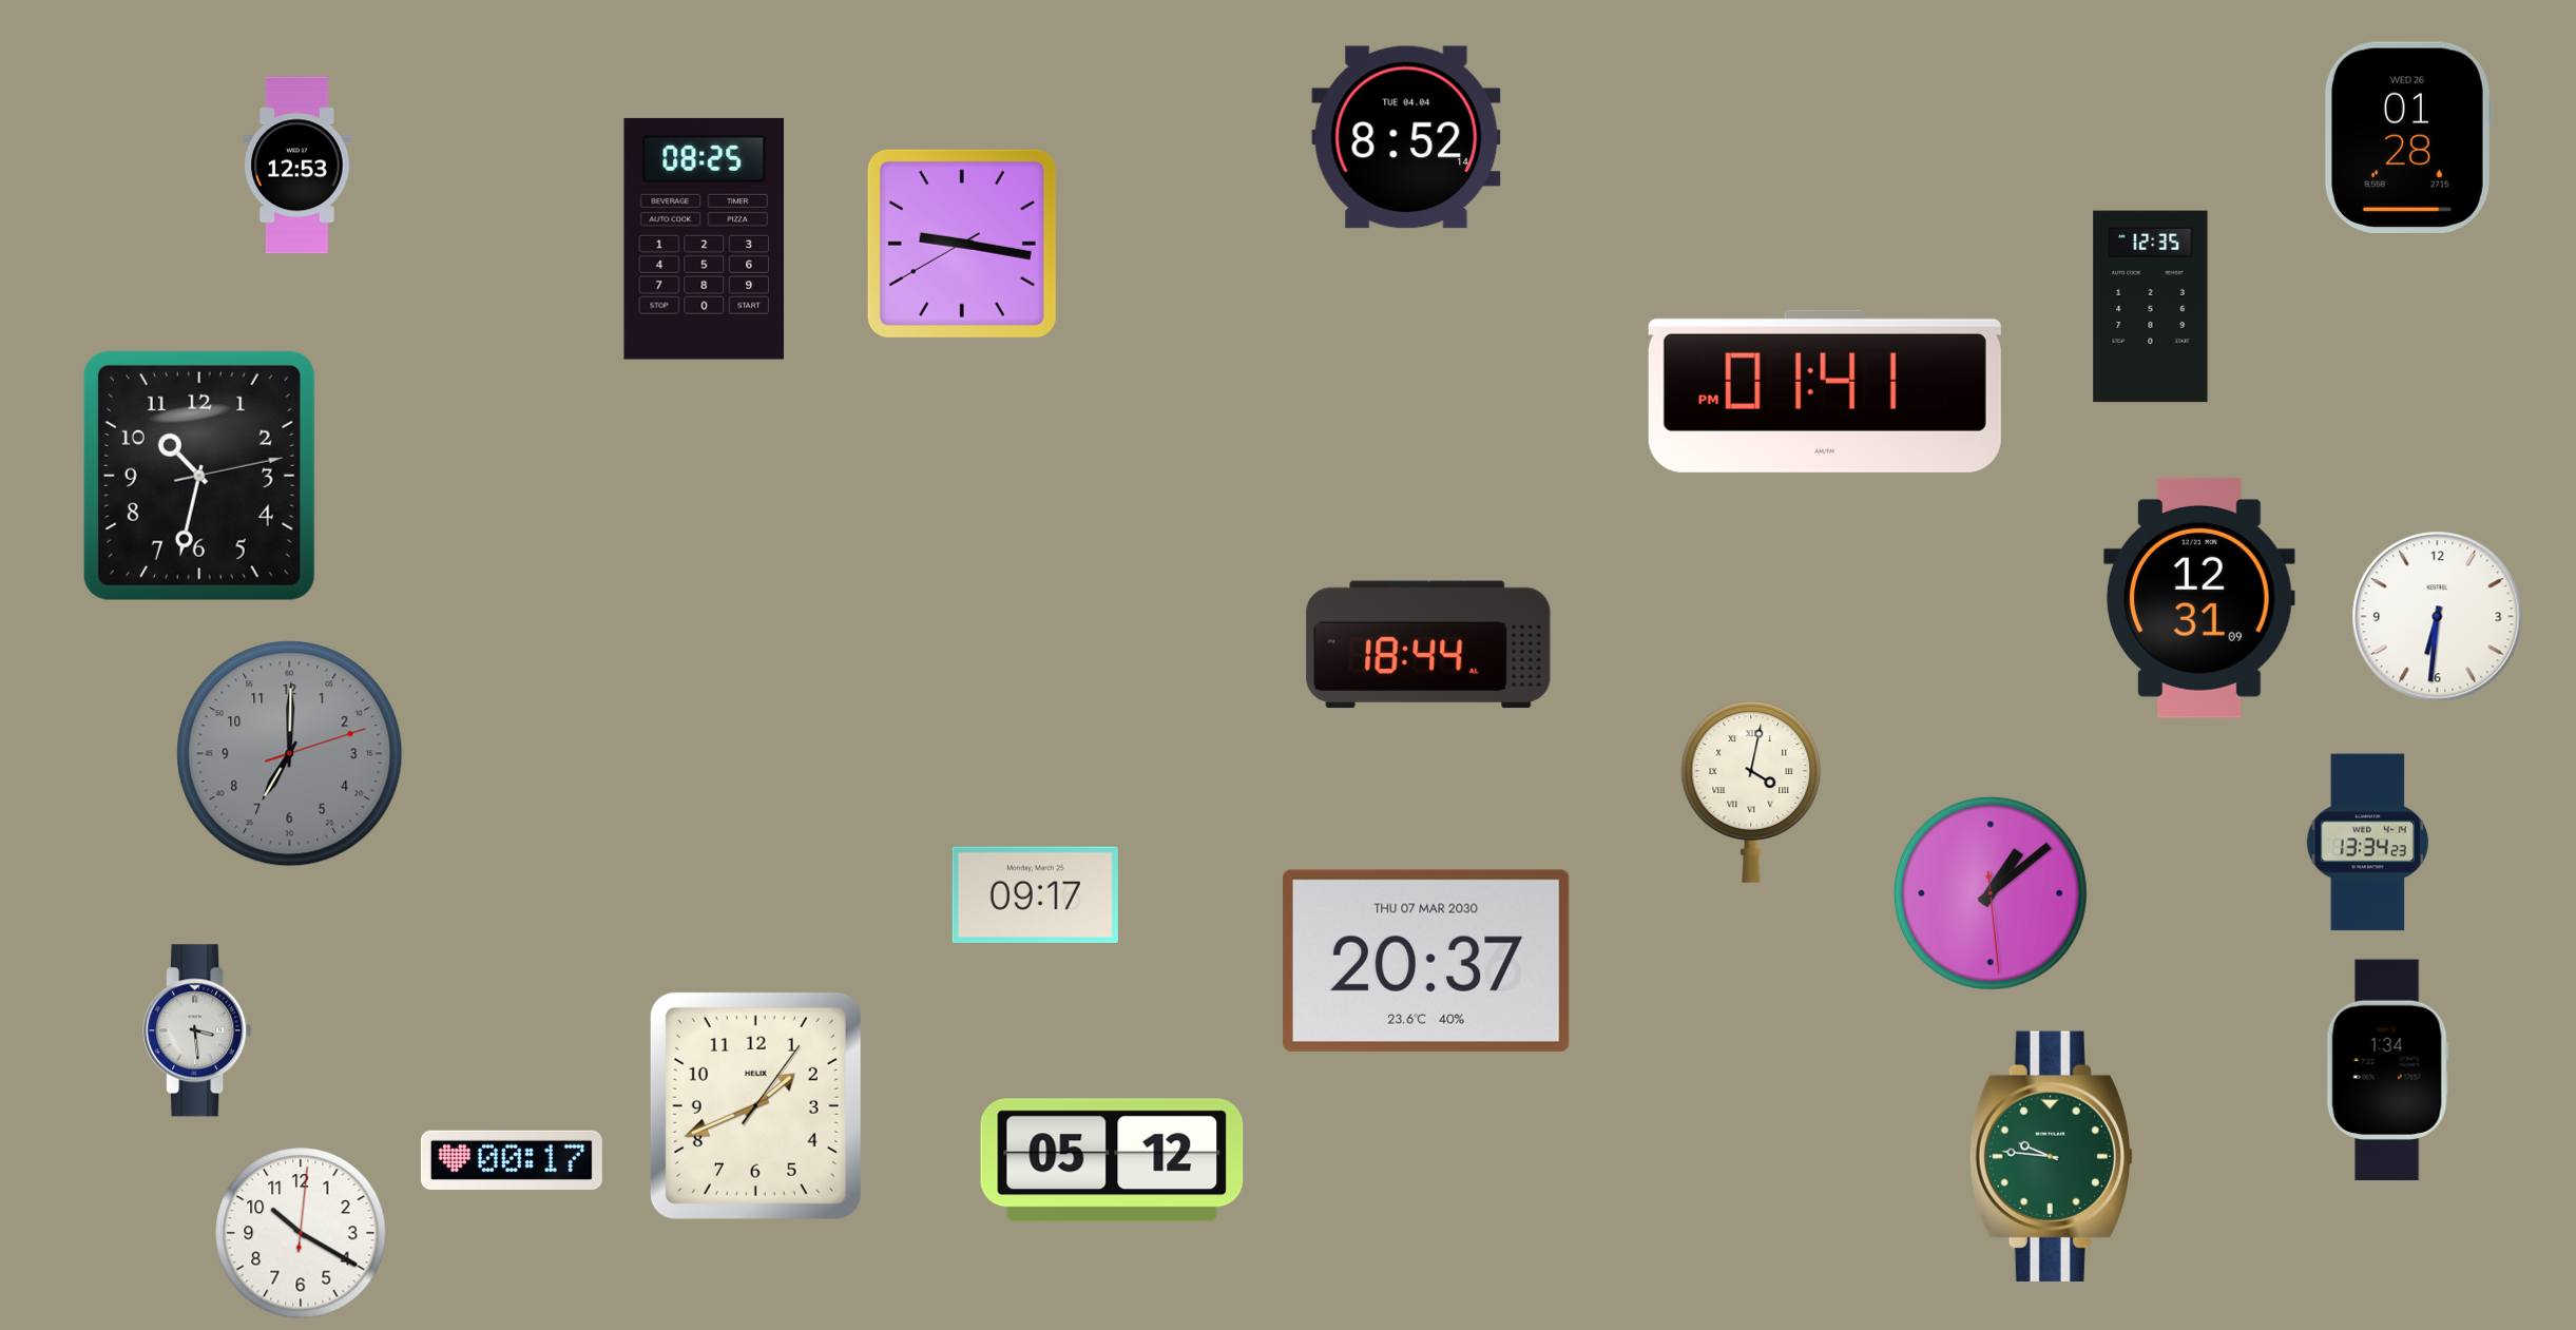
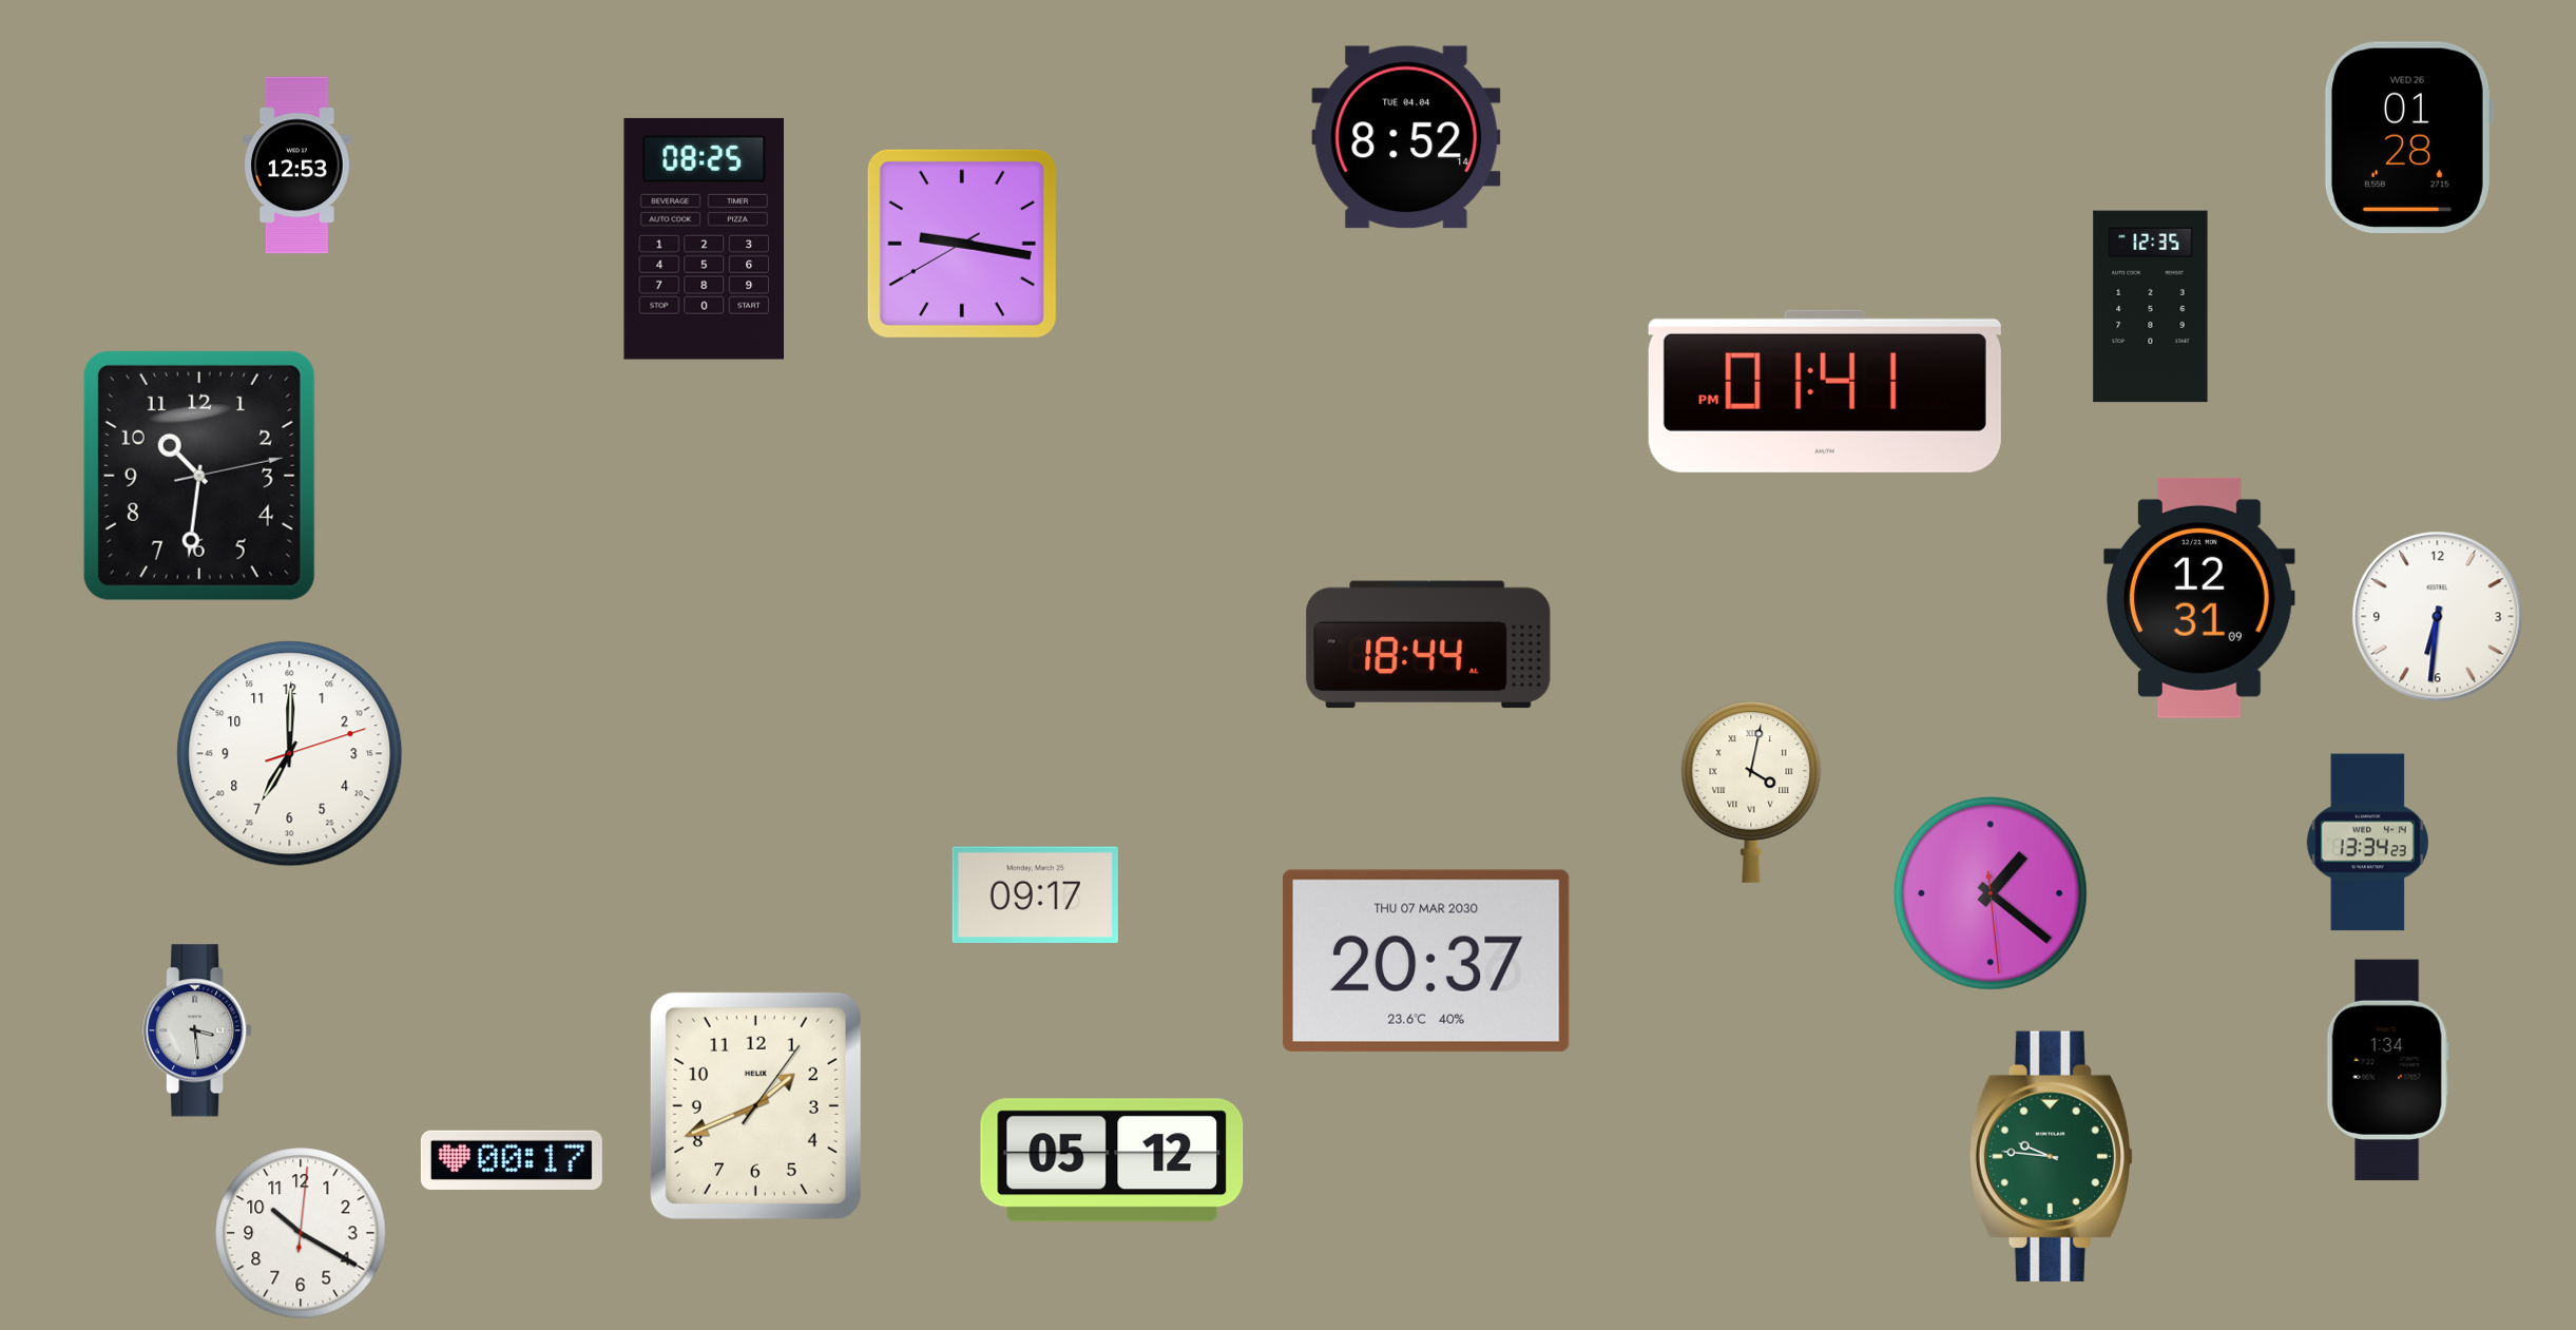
clock at (199, 476): 10:32 -> 10:31
clock at (290, 754) dial: grey -> white
clock at (1991, 893): 1:08 -> 1:21
